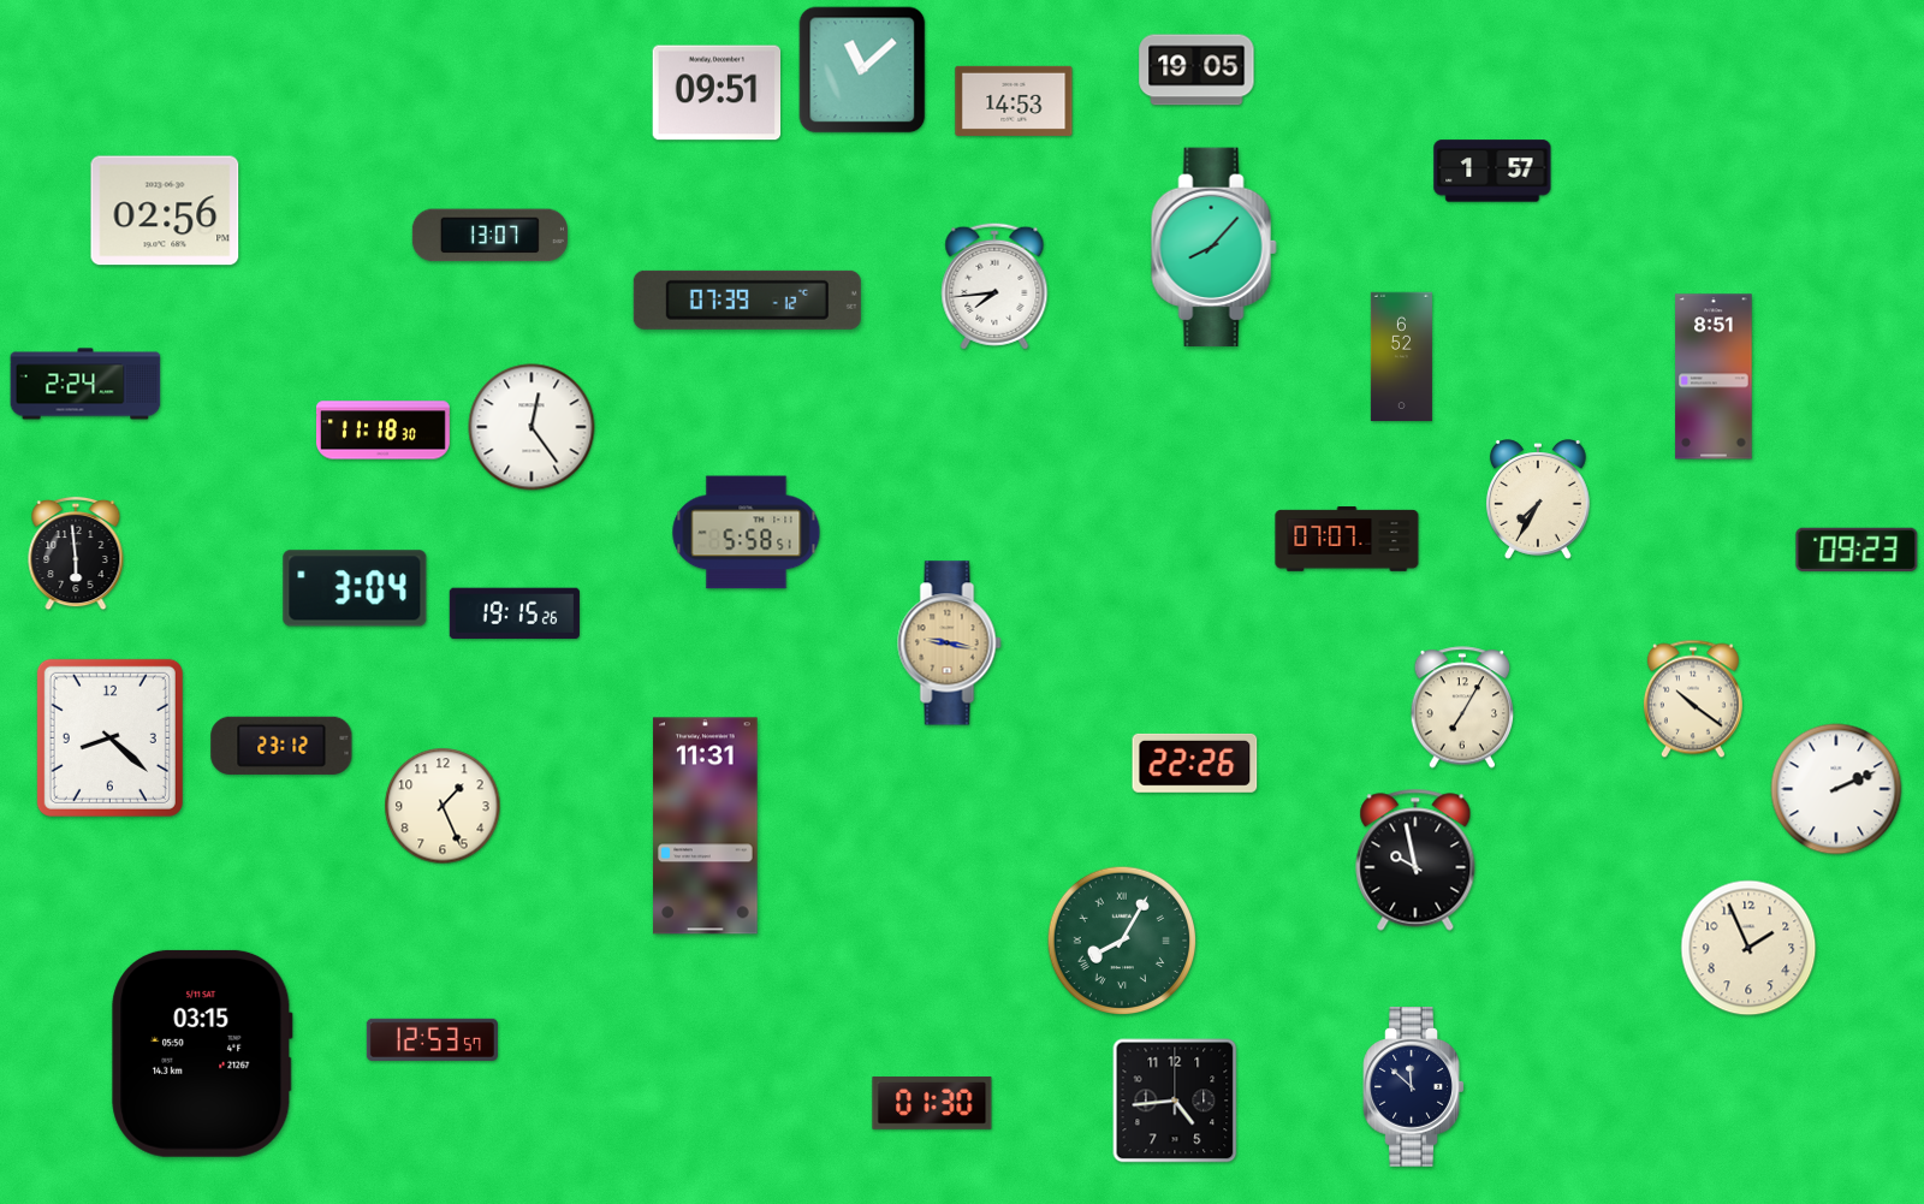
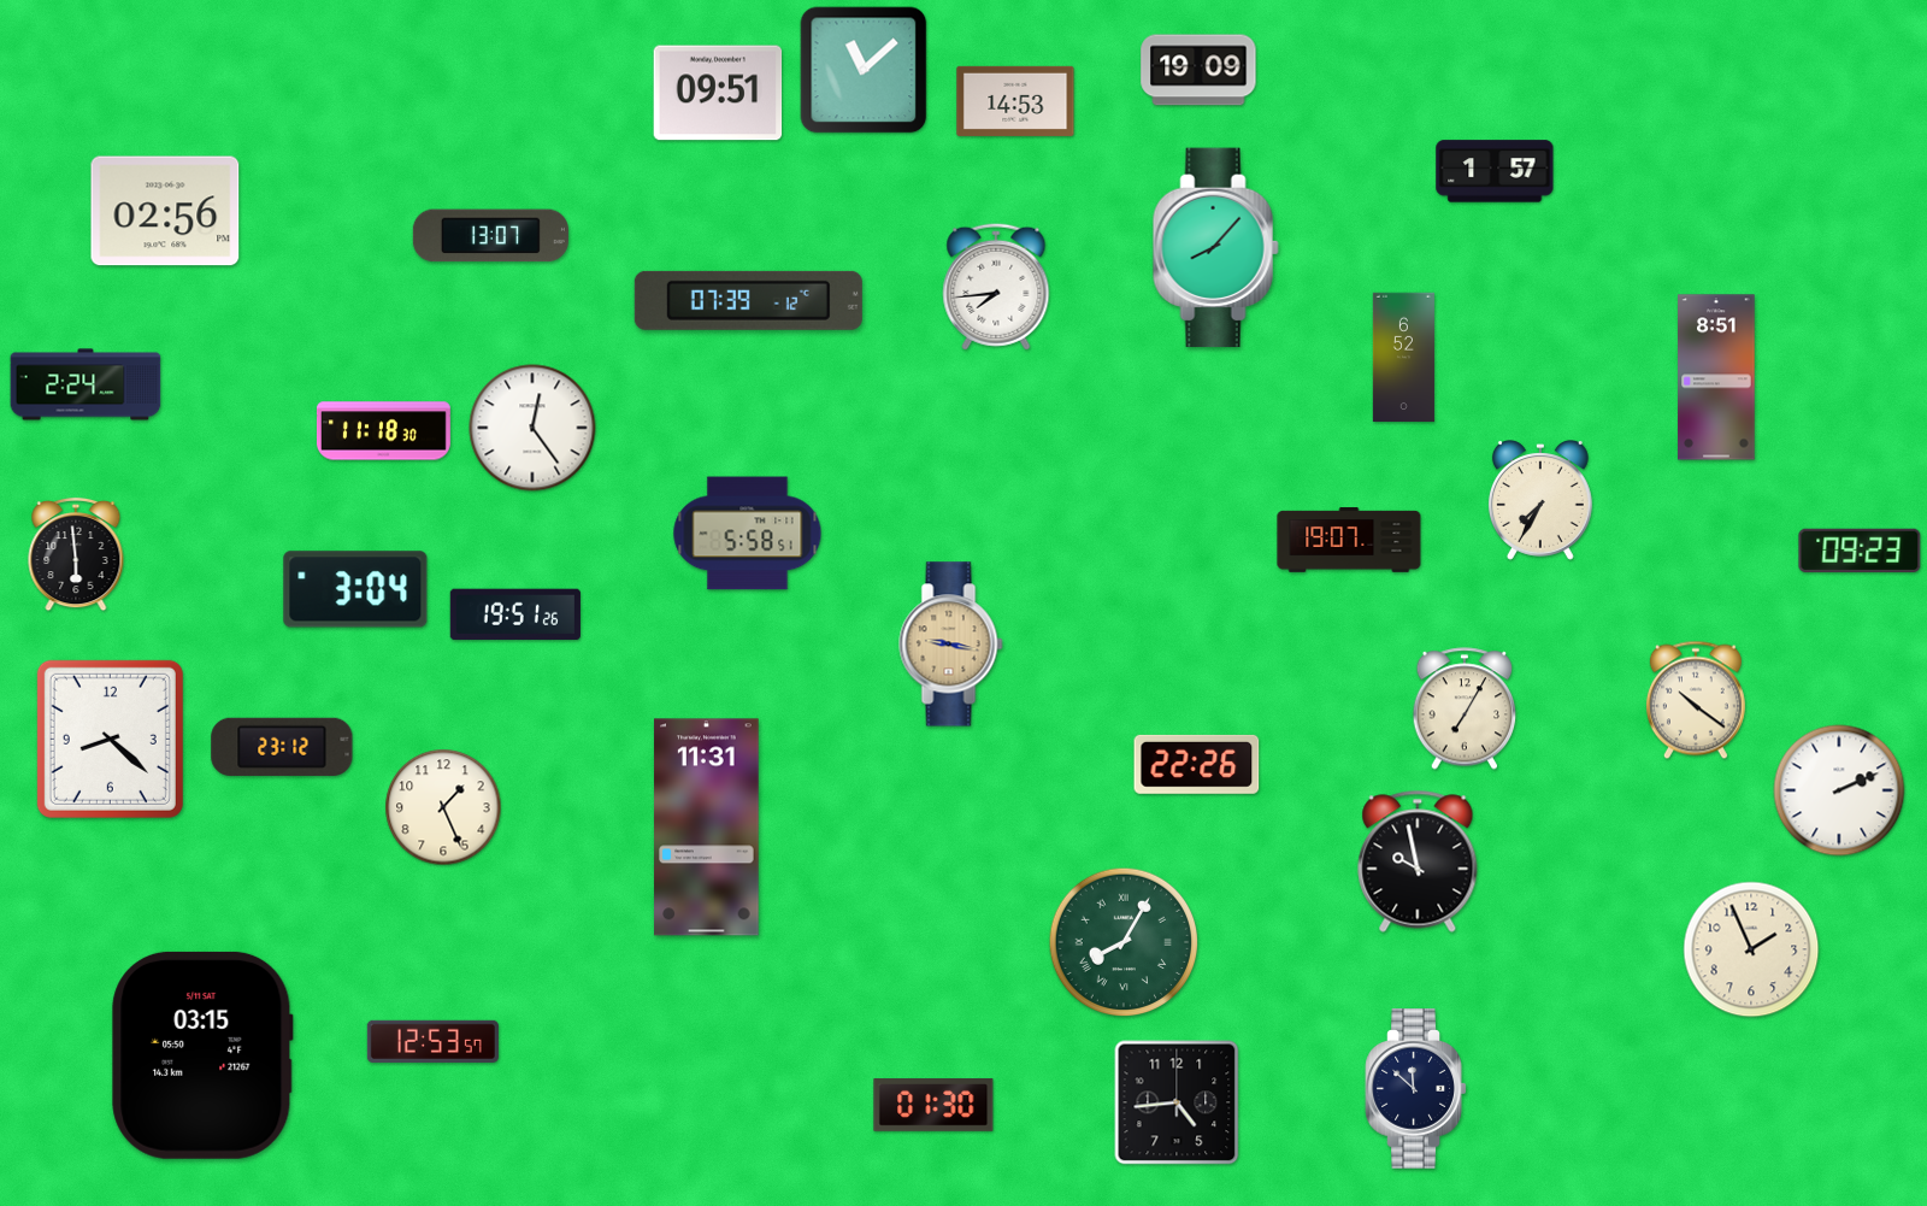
clock at (1196, 70): 19:05 -> 19:09
clock at (1347, 539): 07:07 -> 19:07
clock at (515, 613): 19:15 -> 19:51
